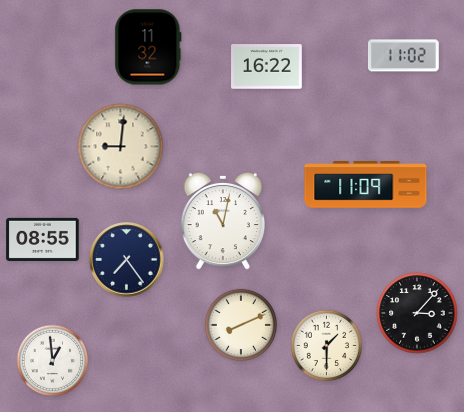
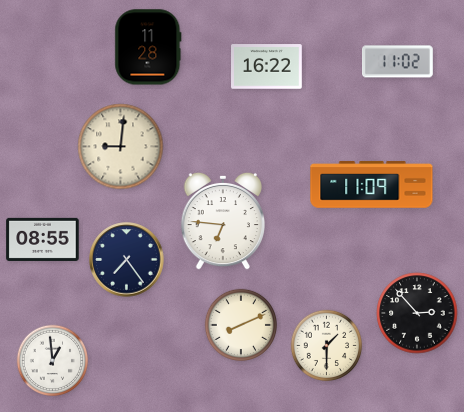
clock at (148, 47): 11:32 -> 11:28
clock at (404, 56) position: (404, 56) -> (398, 62)
clock at (366, 185) position: (366, 185) -> (372, 185)
clock at (222, 221): 11:02 -> 6:46
clock at (417, 313): 3:07 -> 2:53
